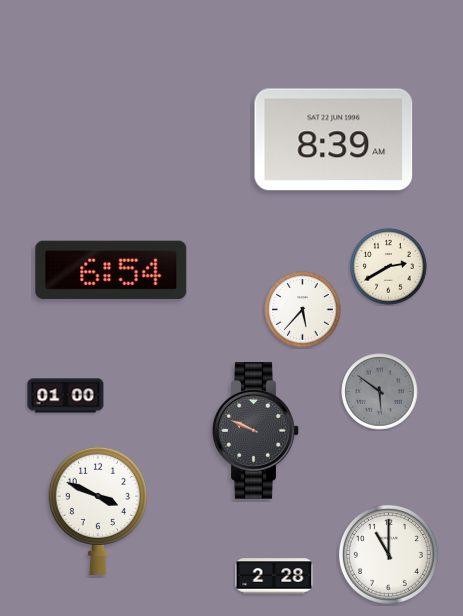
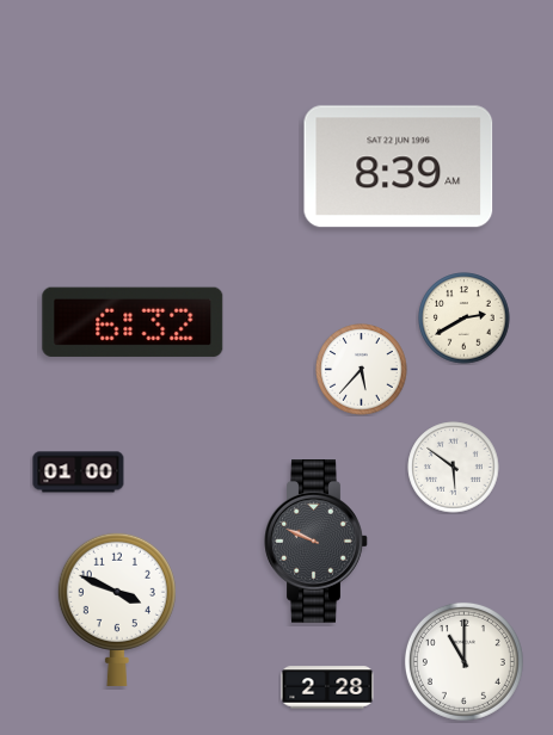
clock at (111, 270): 6:54 -> 6:32
clock at (380, 392) dial: grey -> white
clock at (256, 431) position: (256, 431) -> (317, 542)
